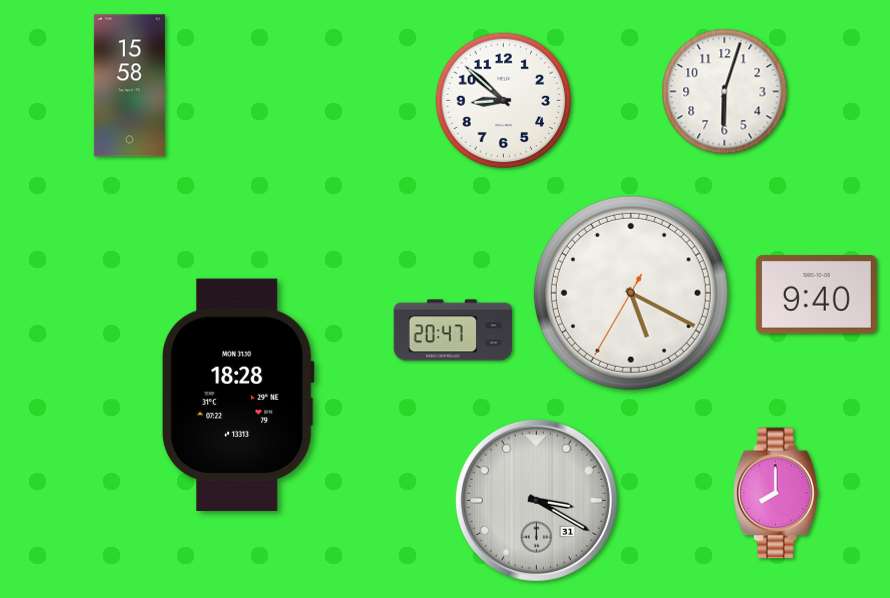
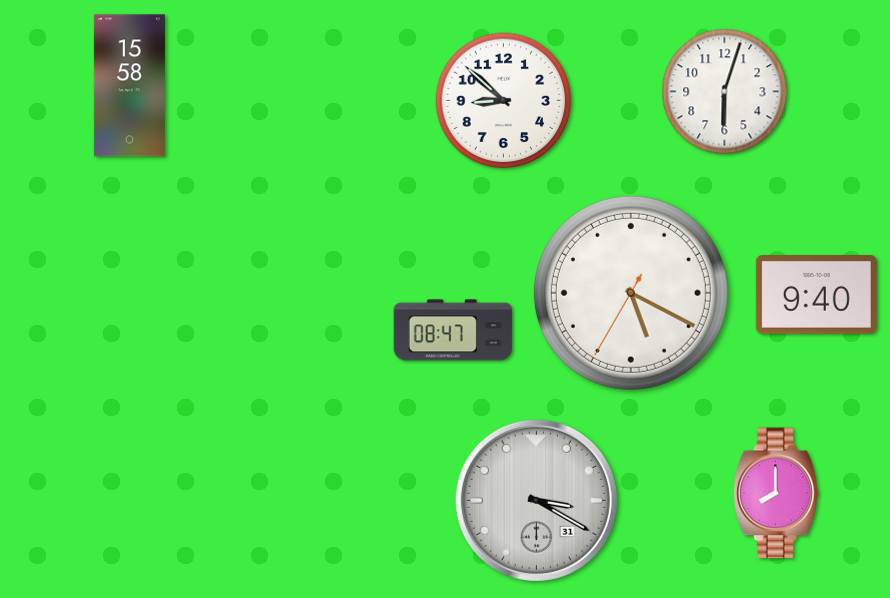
clock at (453, 330): 20:47 -> 08:47
clock at (238, 395): 18:28 -> none
